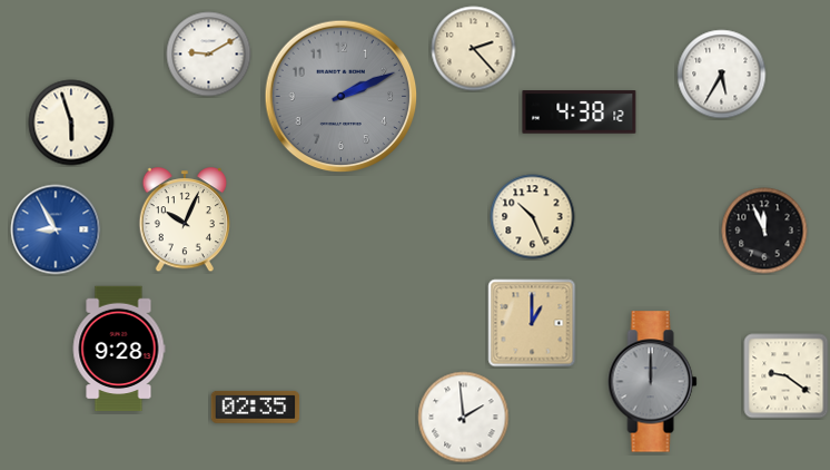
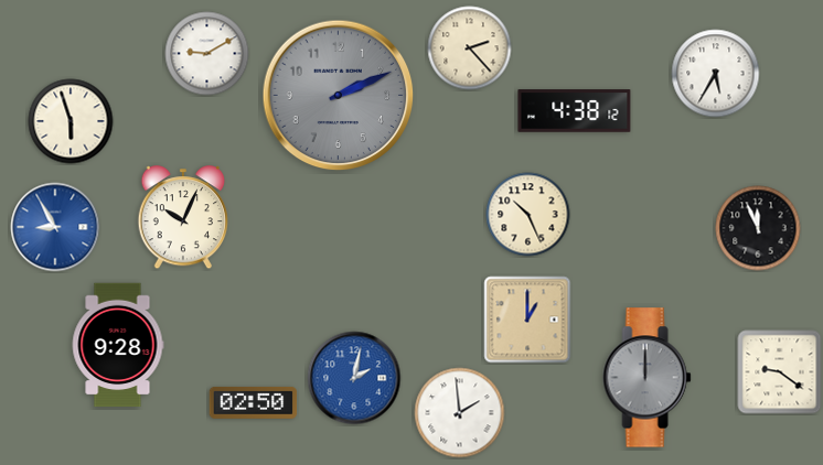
clock at (354, 378): none -> 2:02
clock at (256, 407): 02:35 -> 02:50
